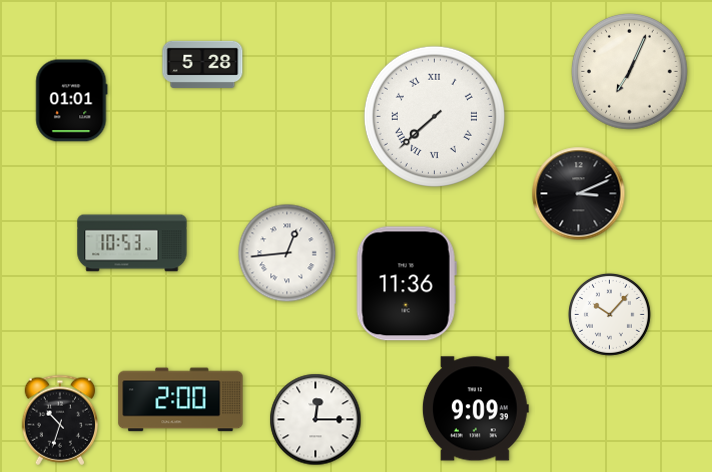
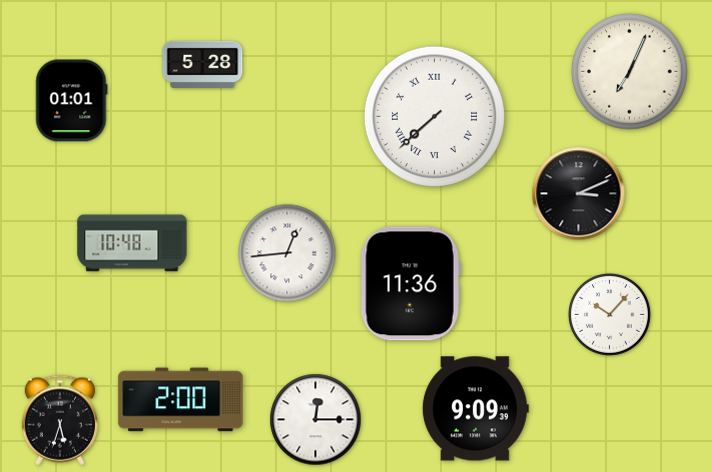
clock at (132, 243): 10:53 -> 10:48
clock at (406, 284) position: (406, 284) -> (410, 284)
clock at (60, 420): 10:33 -> 5:33
